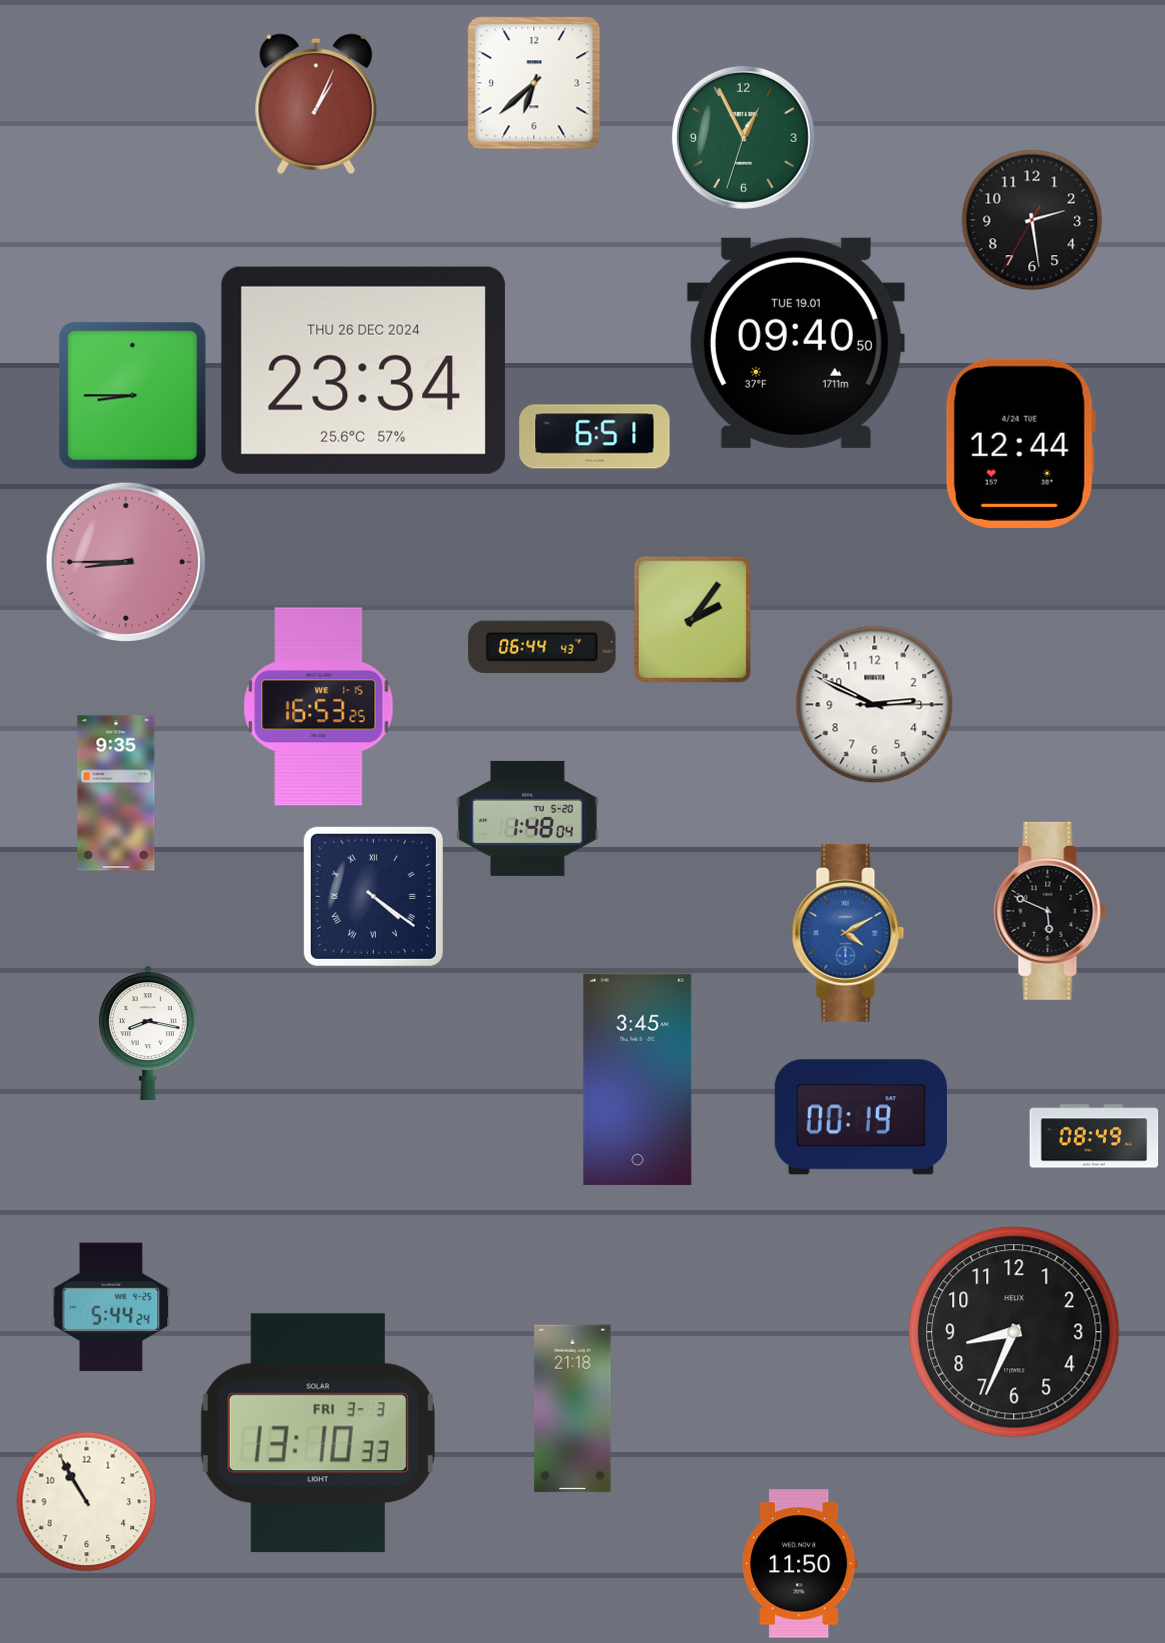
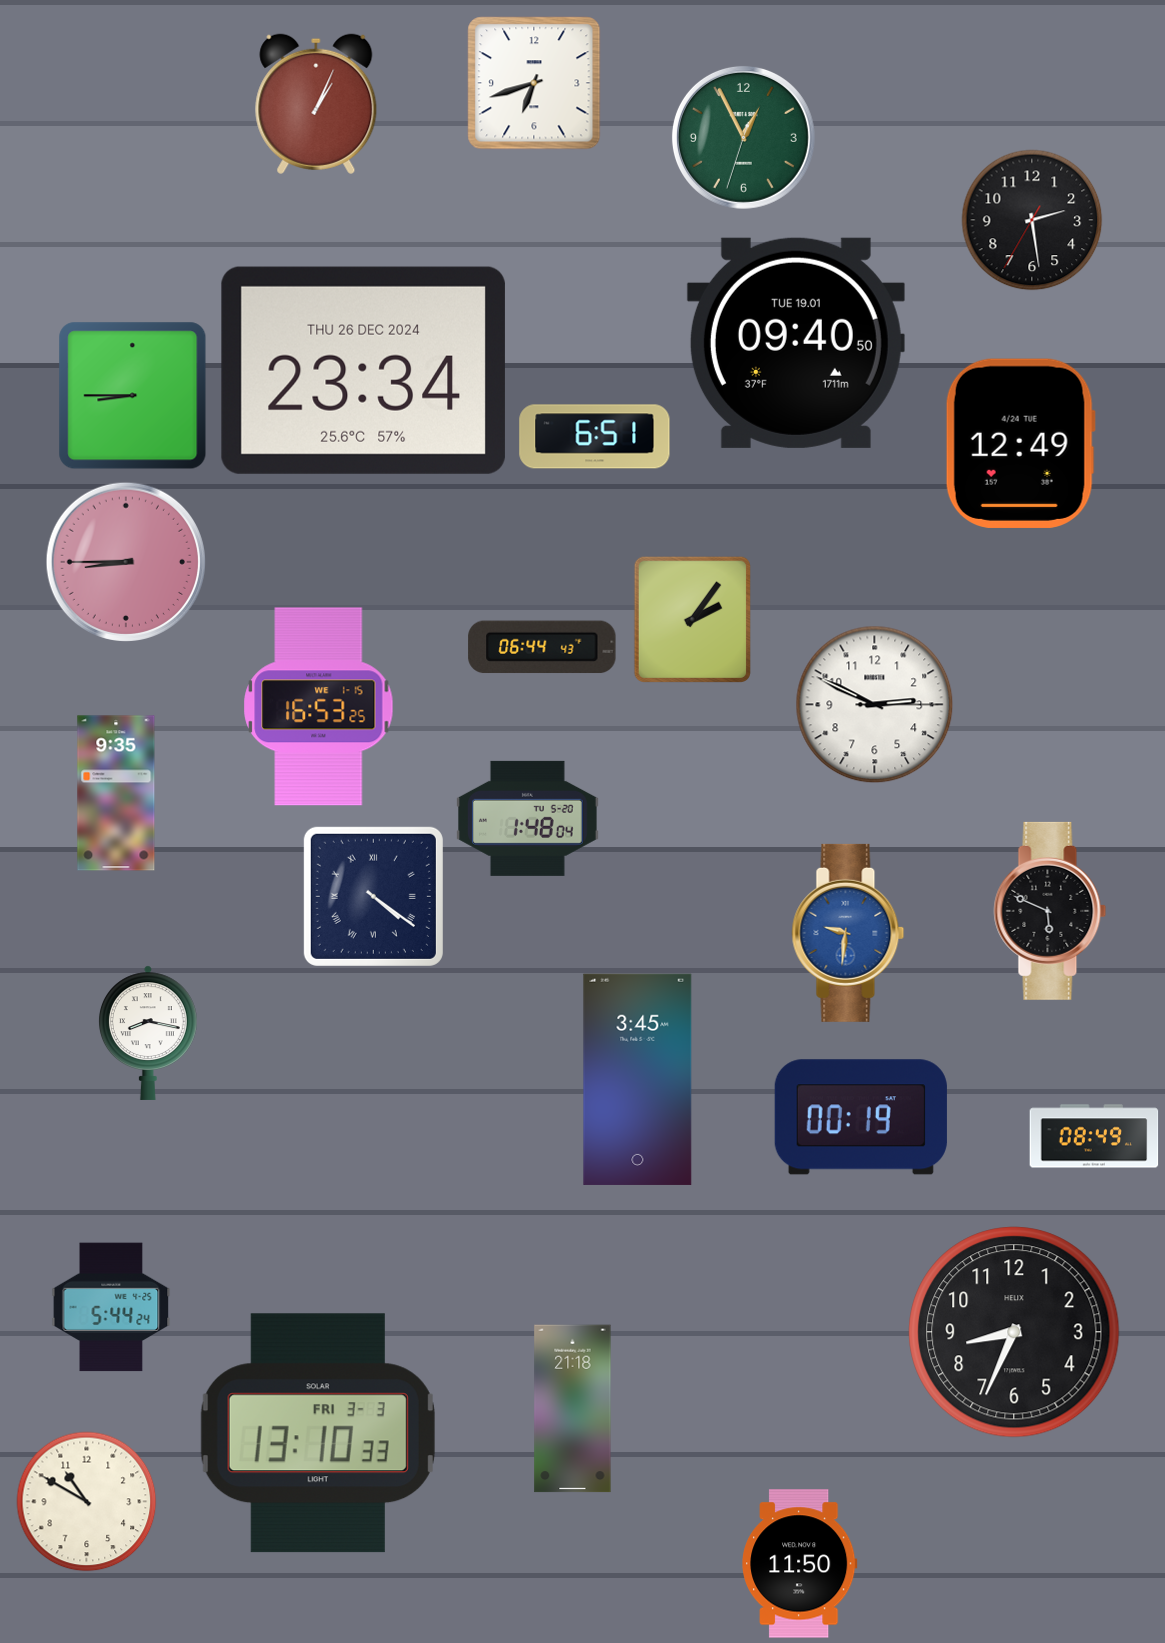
clock at (534, 83): 6:38 -> 6:42
clock at (1020, 443): 12:44 -> 12:49
clock at (848, 933): 4:10 -> 9:31
clock at (87, 1502): 10:55 -> 10:50
